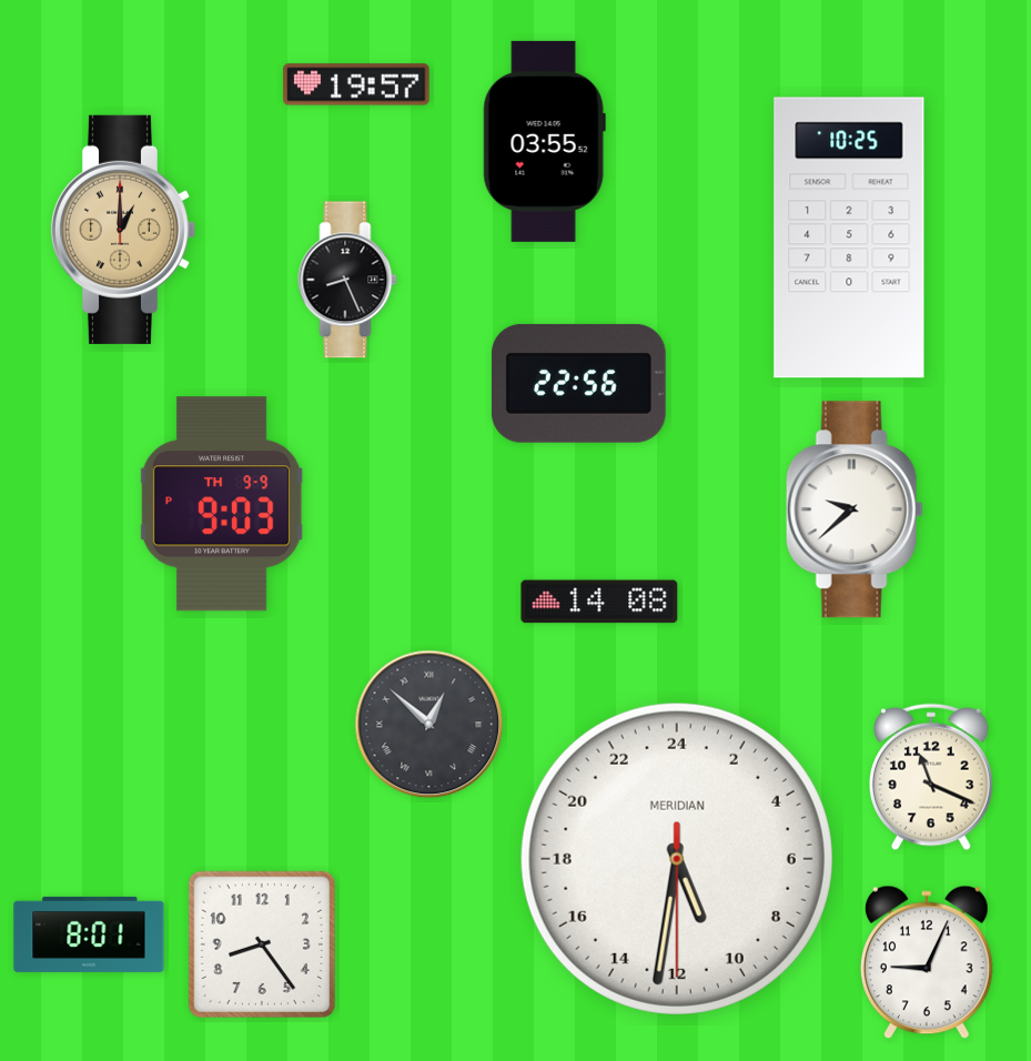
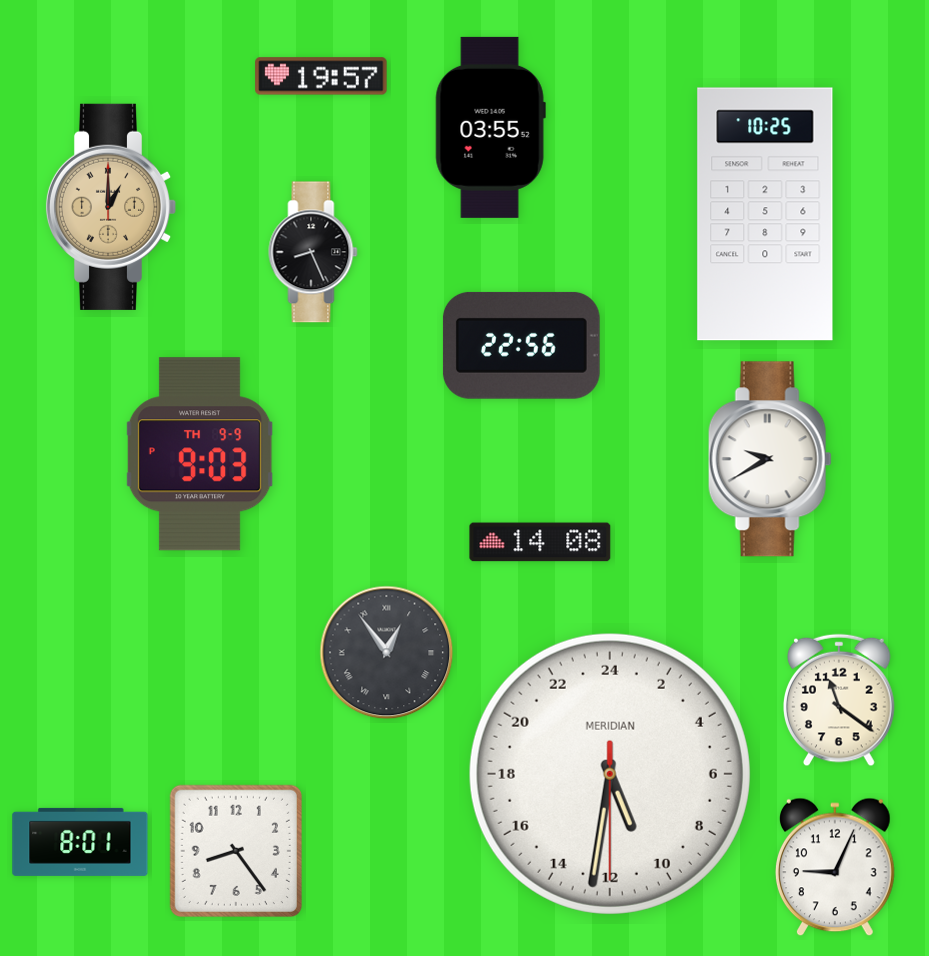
clock at (855, 509): 9:38 -> 9:40
clock at (429, 725): 12:52 -> 12:54
clock at (932, 777): 11:19 -> 11:21
